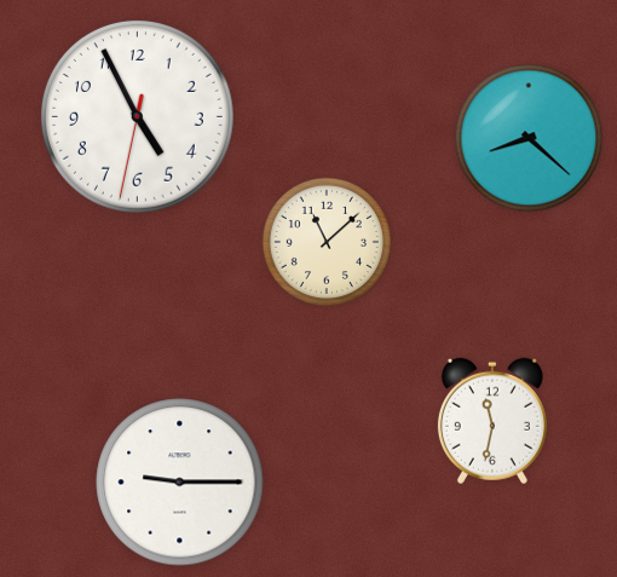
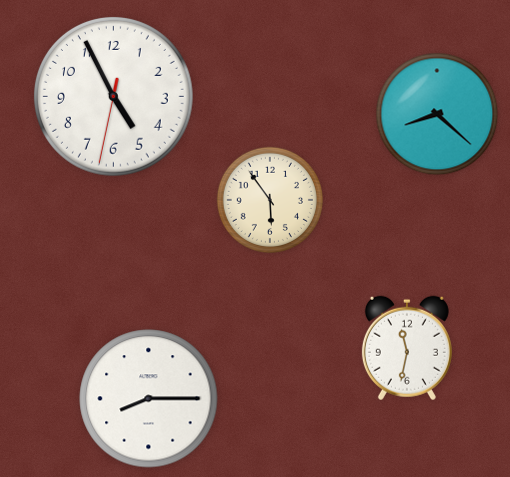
clock at (327, 242): 11:08 -> 5:54
clock at (180, 483): 9:15 -> 8:15
